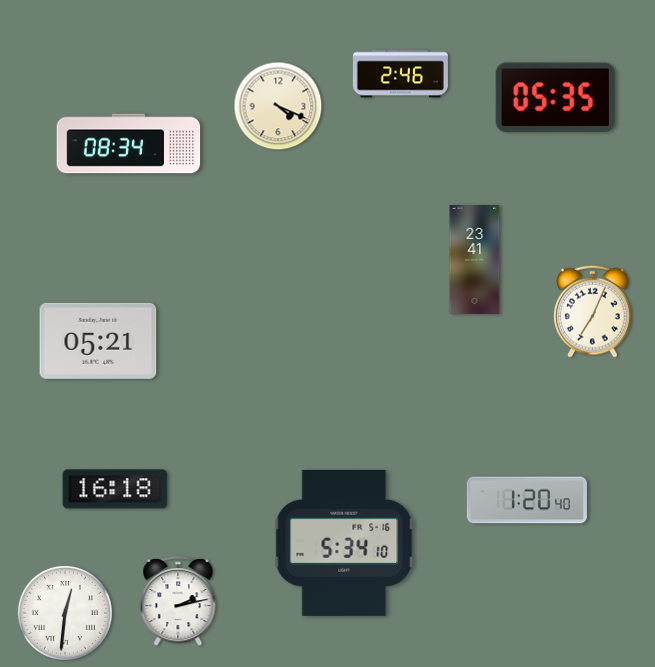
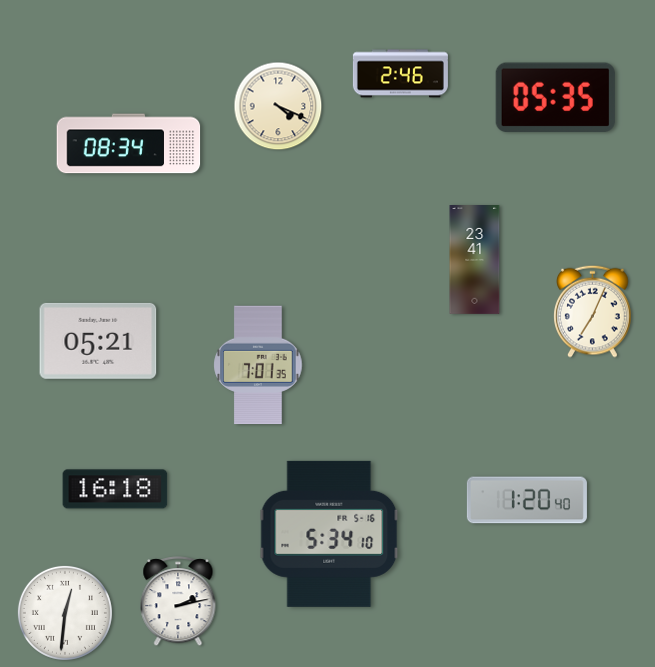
clock at (258, 365): none -> 7:01
clock at (344, 543) position: (344, 543) -> (329, 534)
